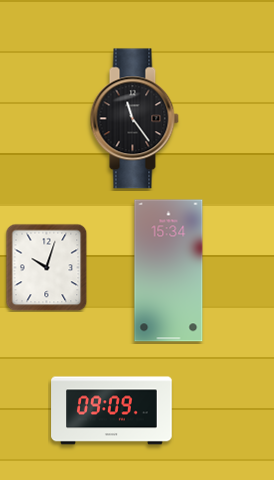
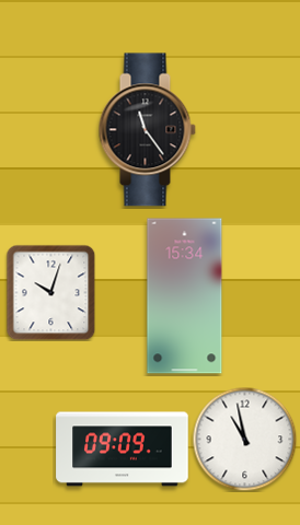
clock at (244, 439): none -> 10:58
